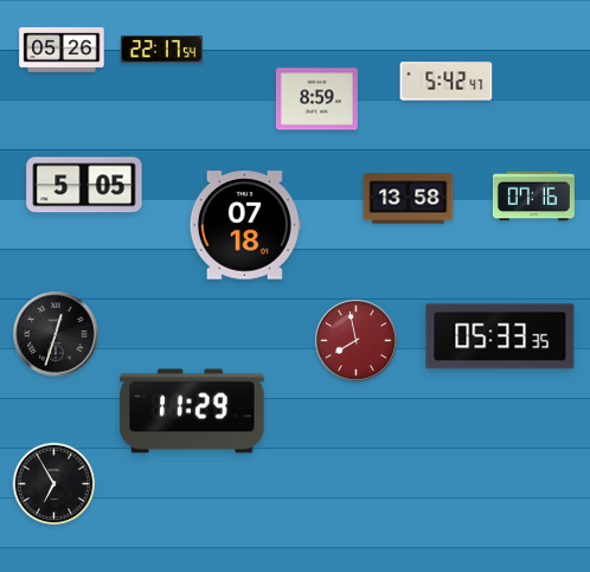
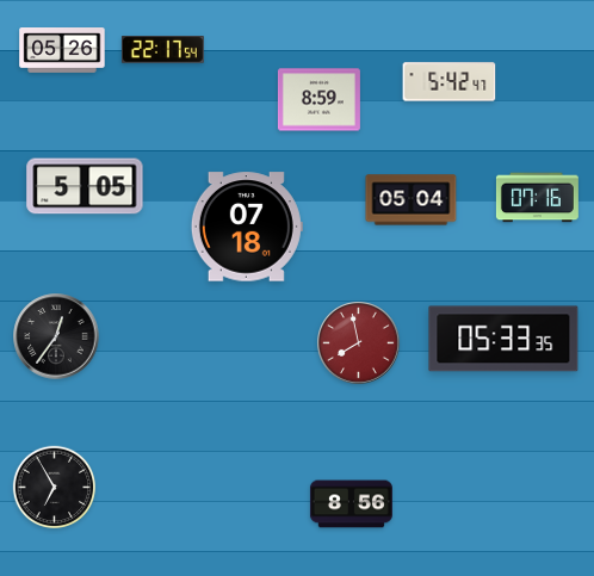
clock at (409, 199): 13:58 -> 05:04
clock at (56, 334): 12:33 -> 12:36
clock at (192, 411): 11:29 -> none
clock at (351, 504): none -> 8:56
